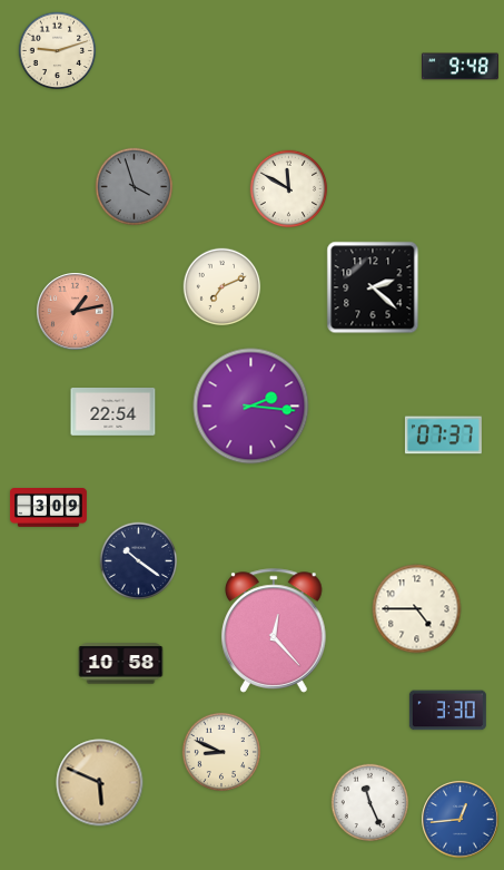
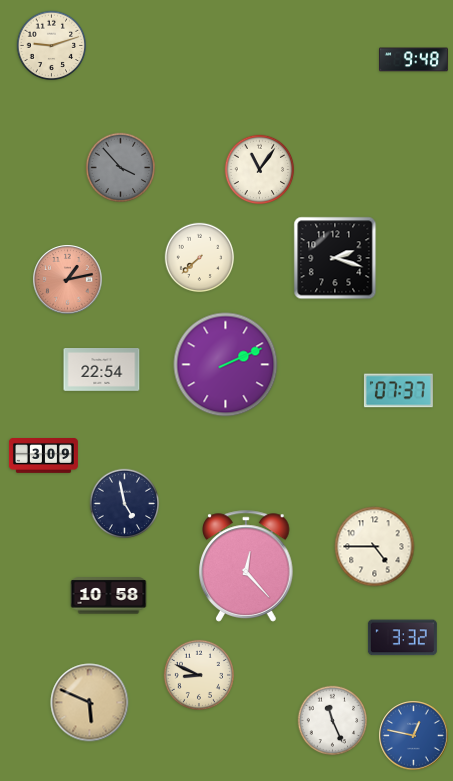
clock at (135, 187): 3:57 -> 3:53
clock at (289, 189): 11:50 -> 11:06
clock at (223, 287): 7:11 -> 7:38
clock at (373, 287): 2:22 -> 2:18
clock at (251, 407): 2:16 -> 2:11
clock at (139, 561): 10:21 -> 4:58
clock at (447, 711): 3:30 -> 3:32
clock at (461, 820): 12:44 -> 12:47
